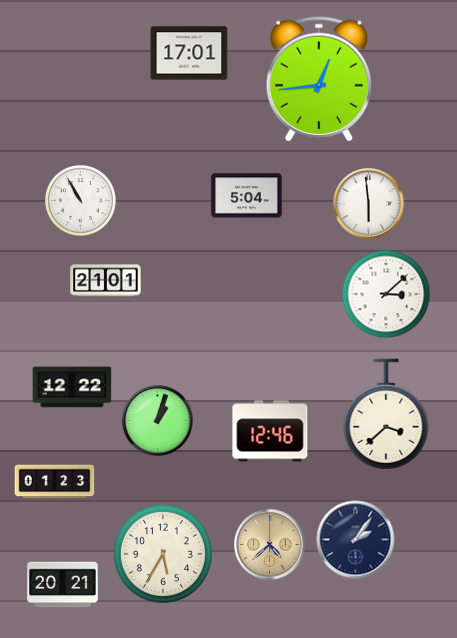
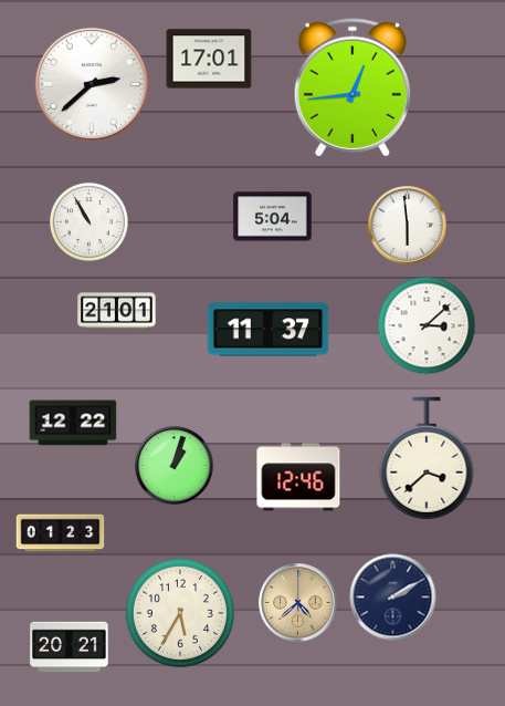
clock at (92, 84): none -> 2:38
clock at (269, 330): none -> 11:37
clock at (72, 387) position: (72, 387) -> (73, 423)
clock at (356, 540): 2:06 -> 2:10
